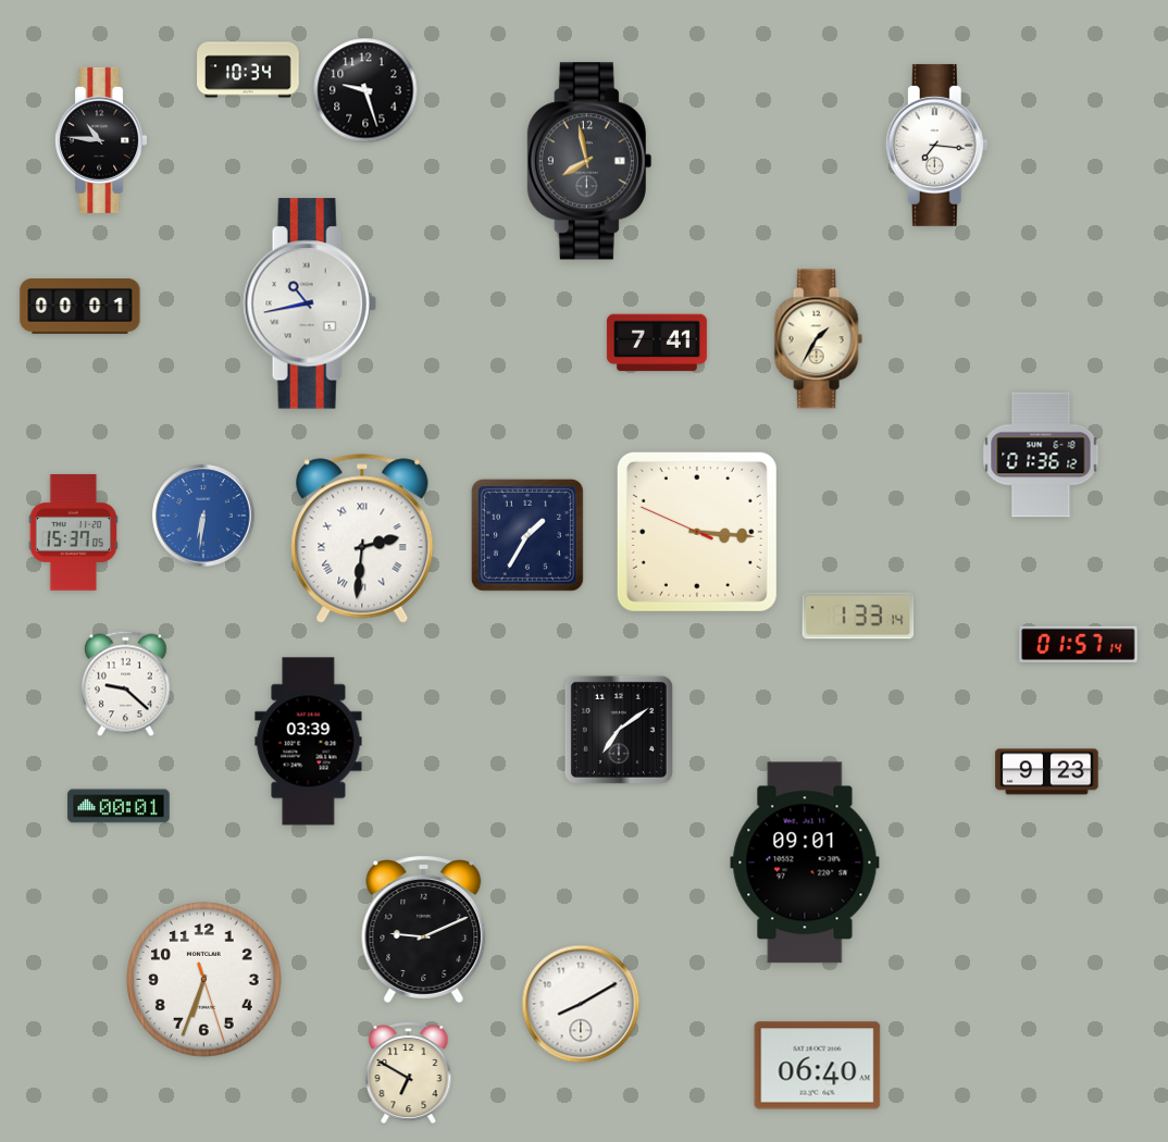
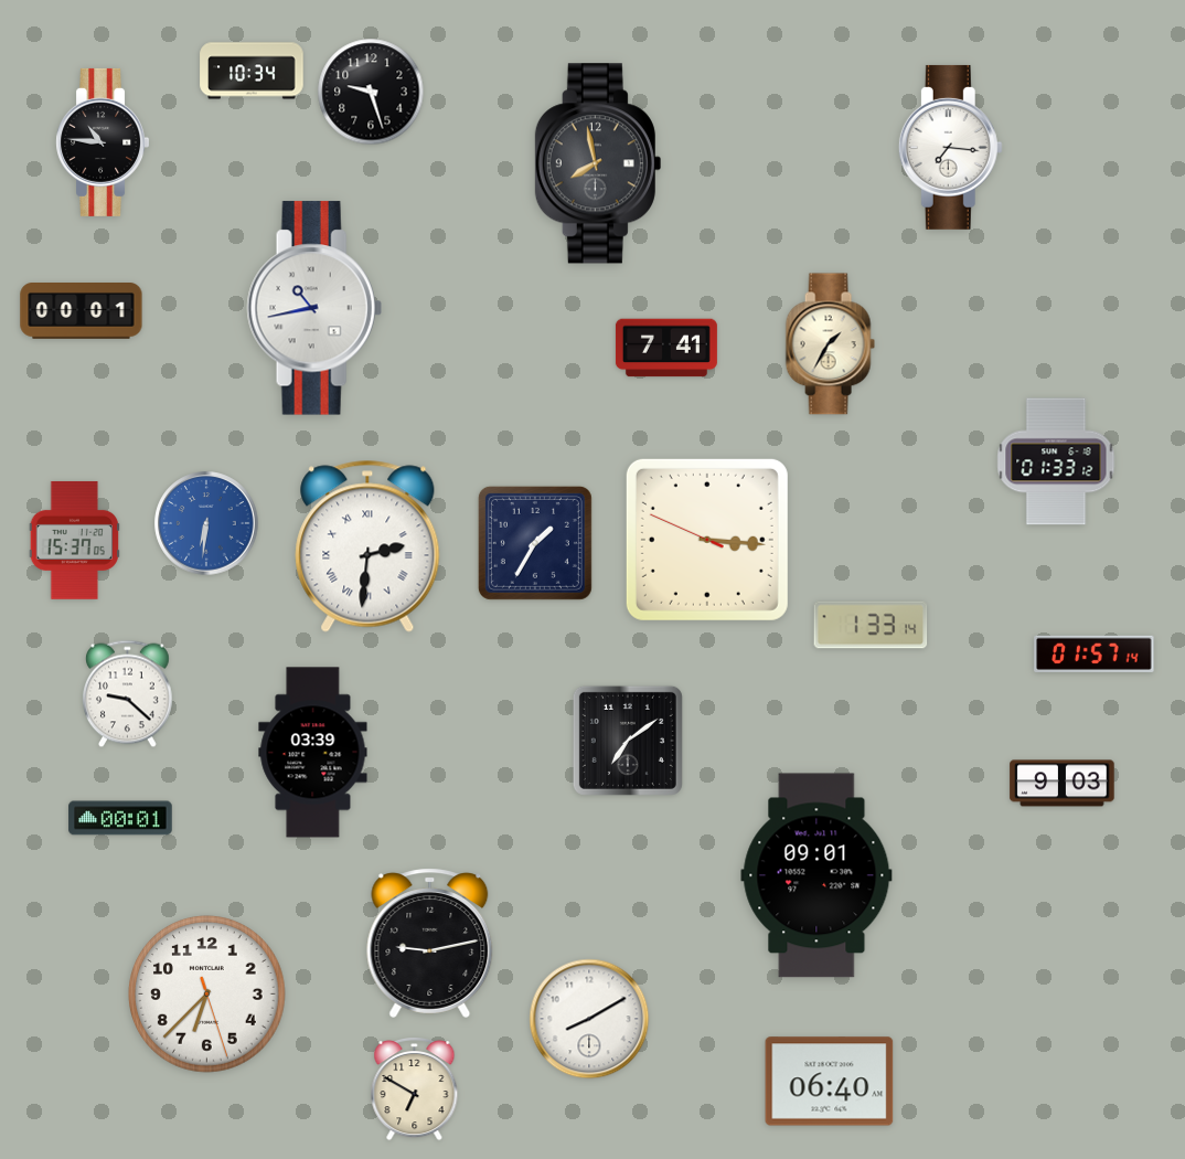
clock at (1041, 455): 01:36 -> 01:33
clock at (1047, 772): 9:23 -> 9:03
clock at (424, 929): 9:11 -> 9:13
clock at (204, 980): 6:33 -> 6:37
